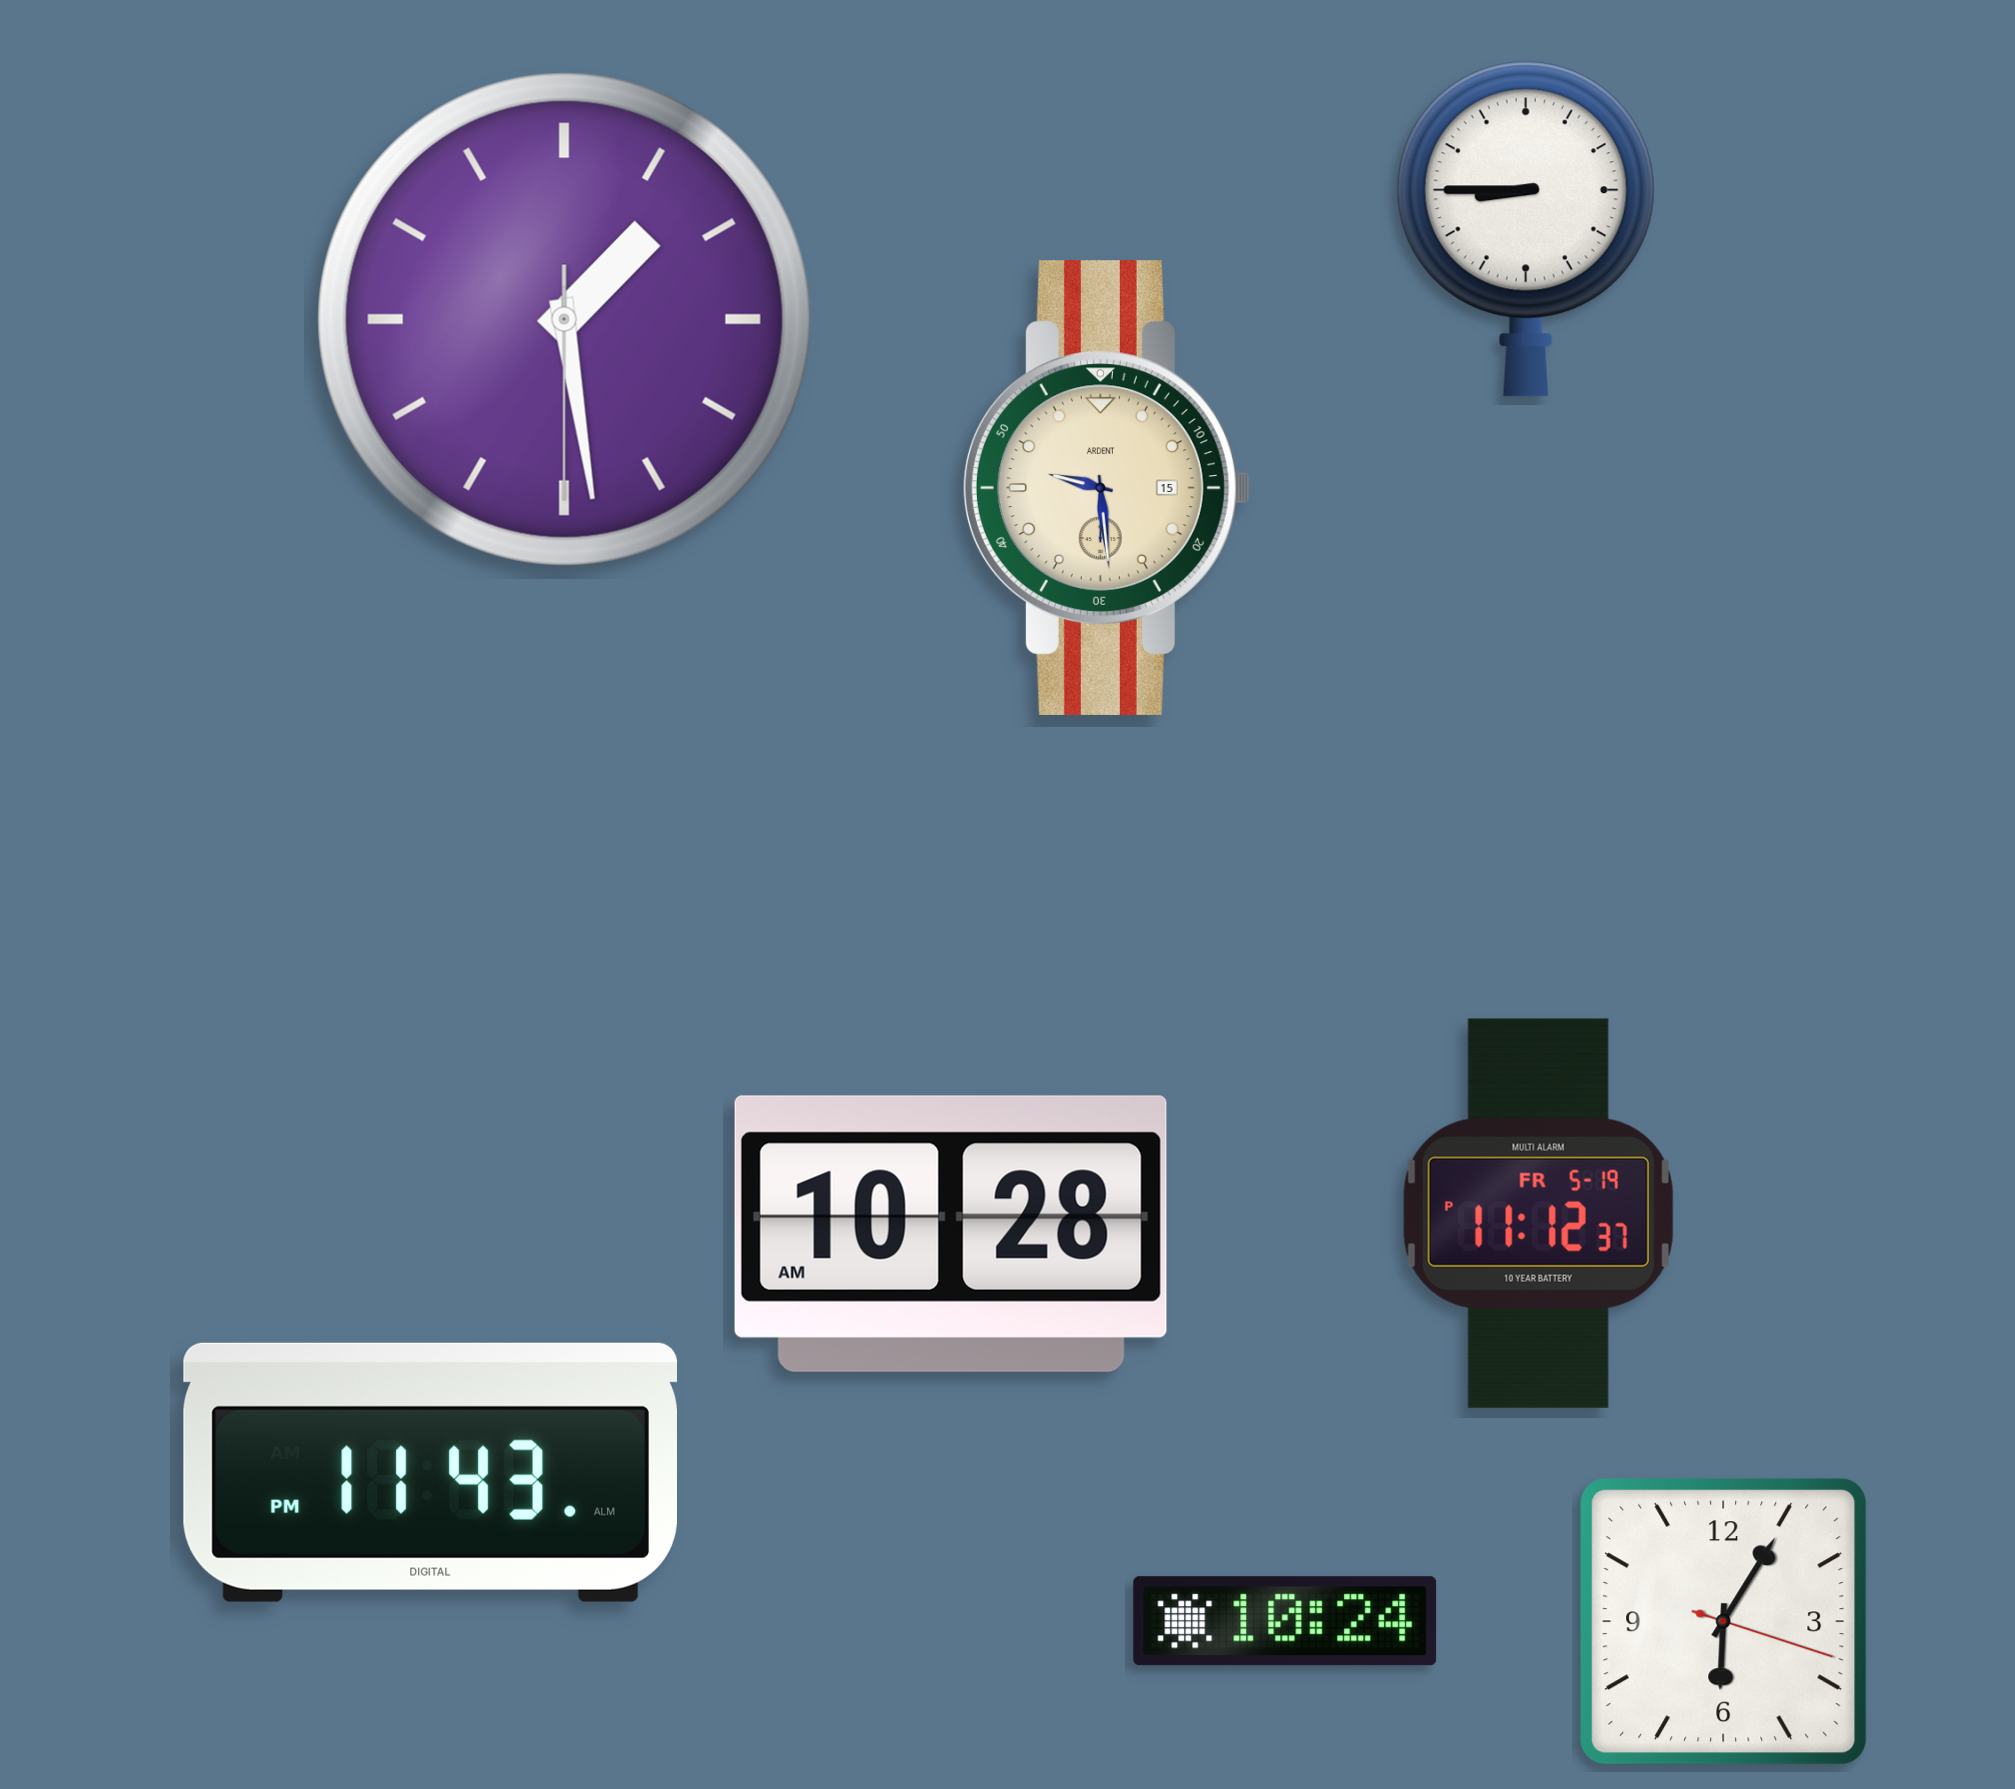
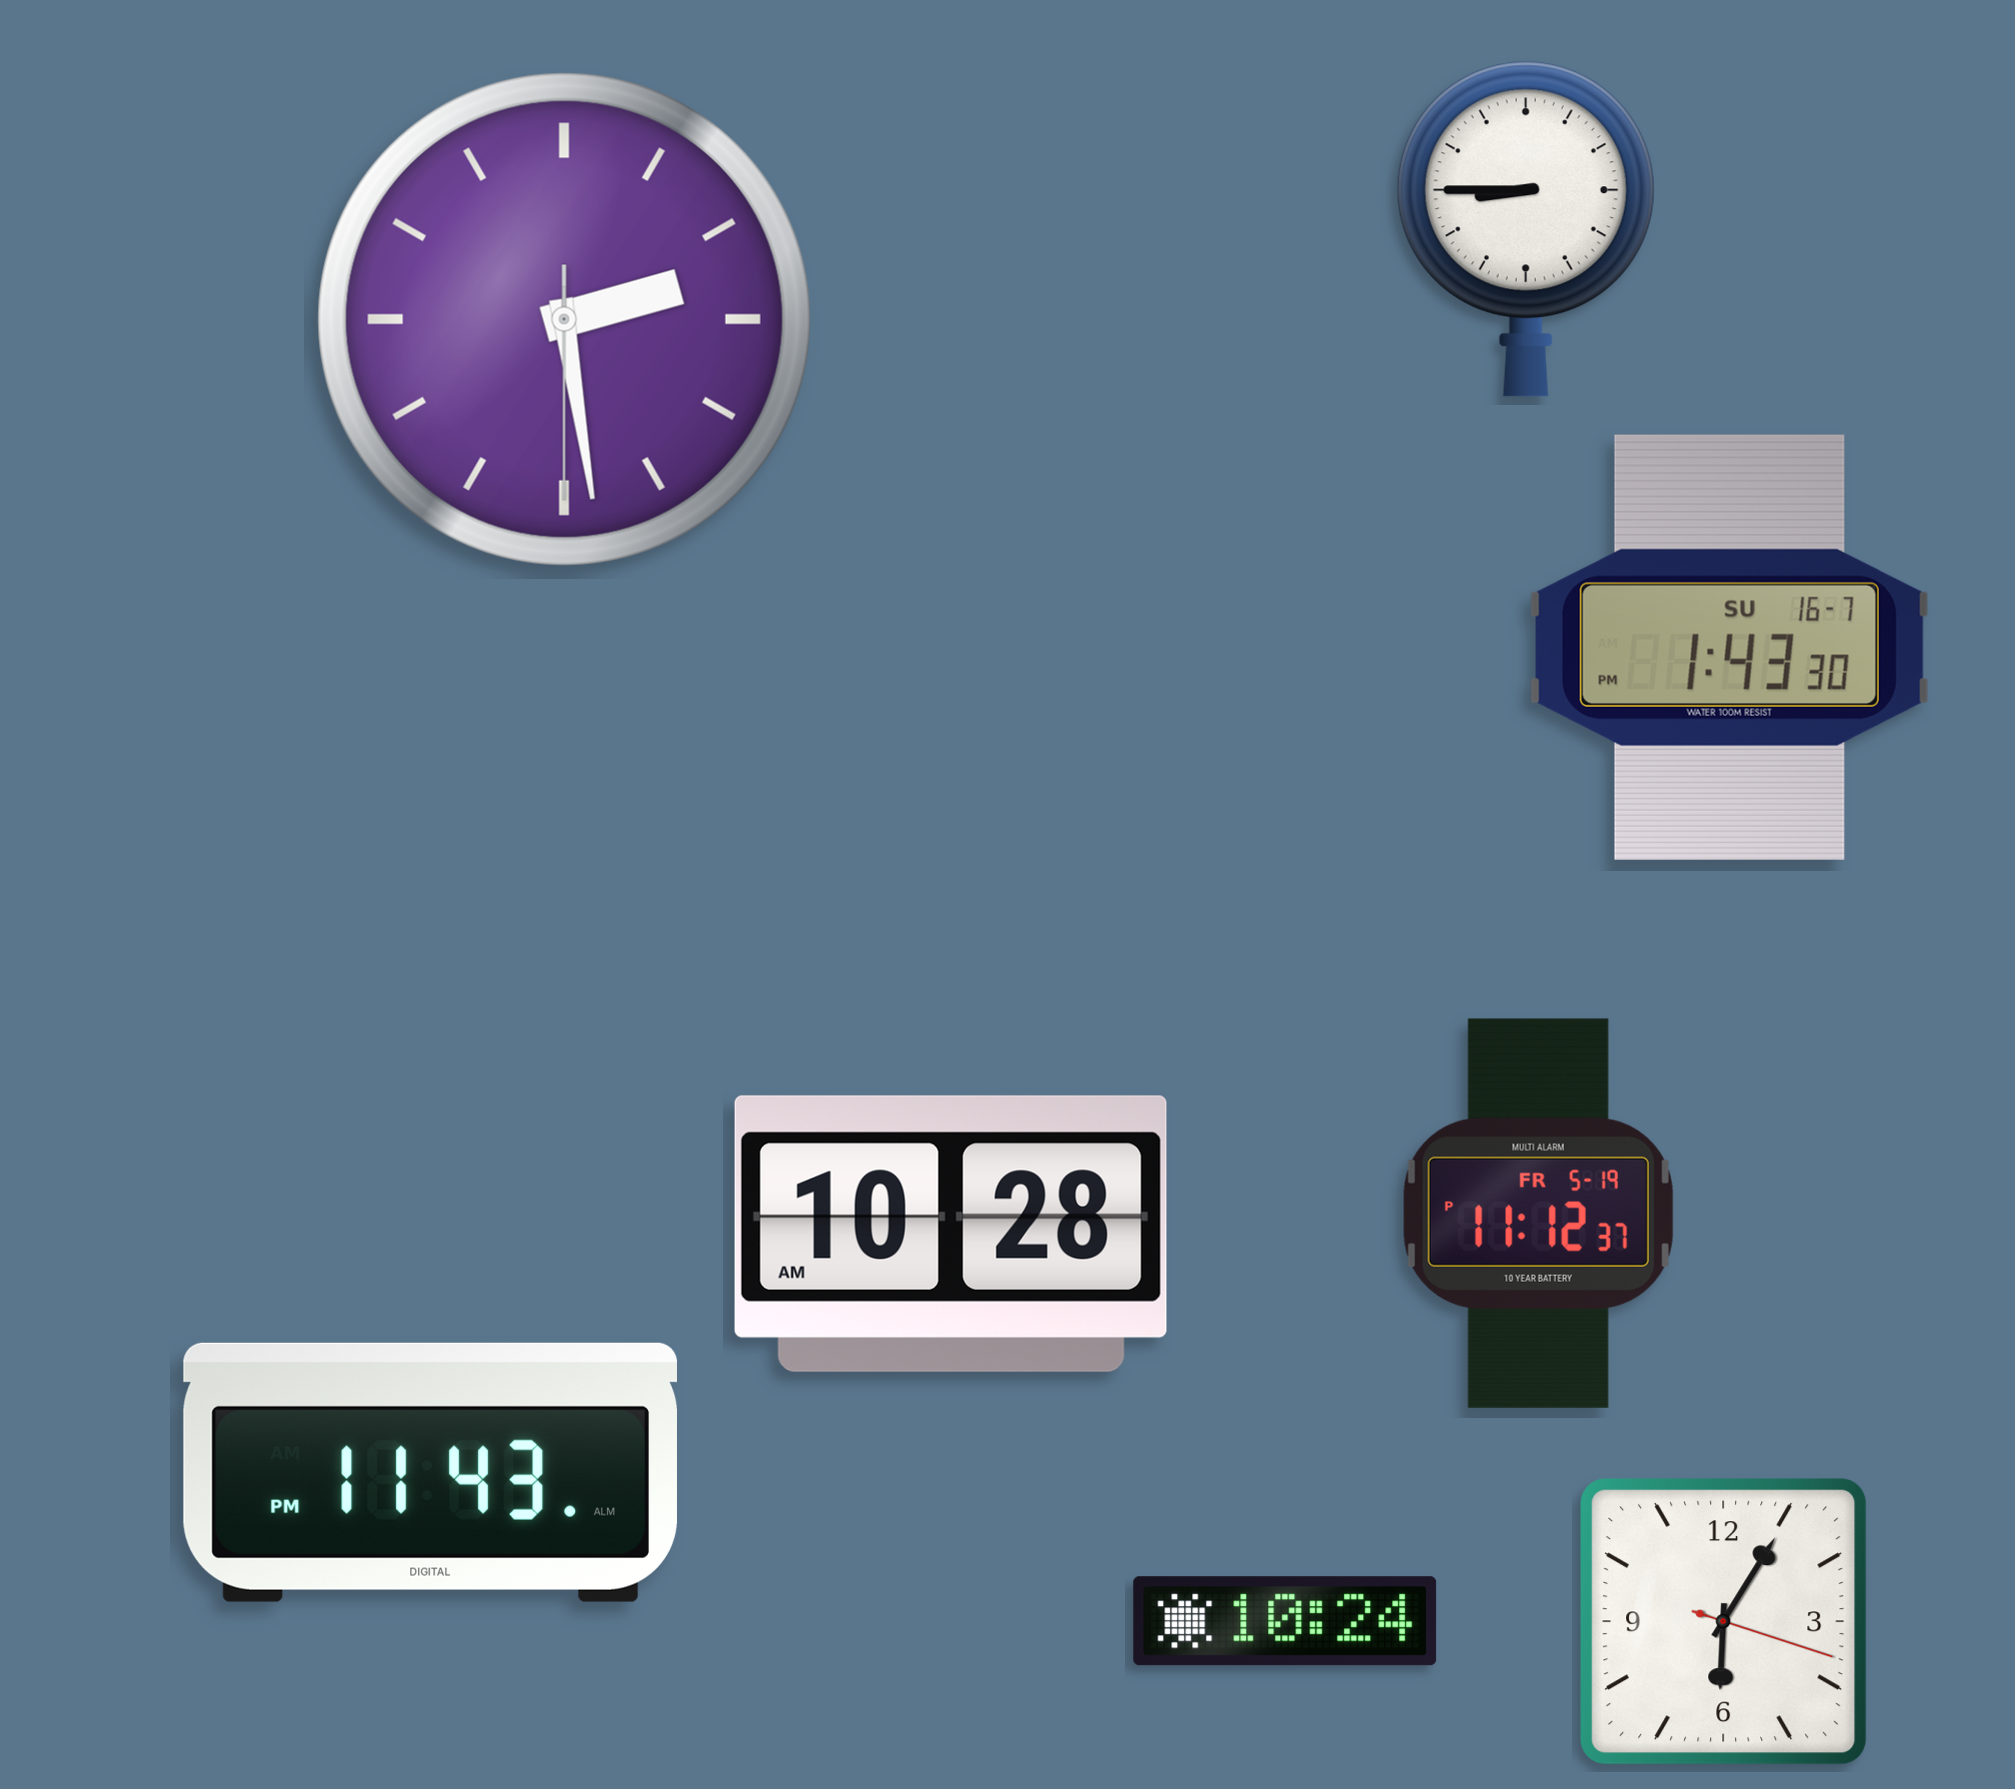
clock at (564, 319): 1:28 -> 2:28
clock at (1106, 488): 9:29 -> none
clock at (1729, 647): none -> 1:43
